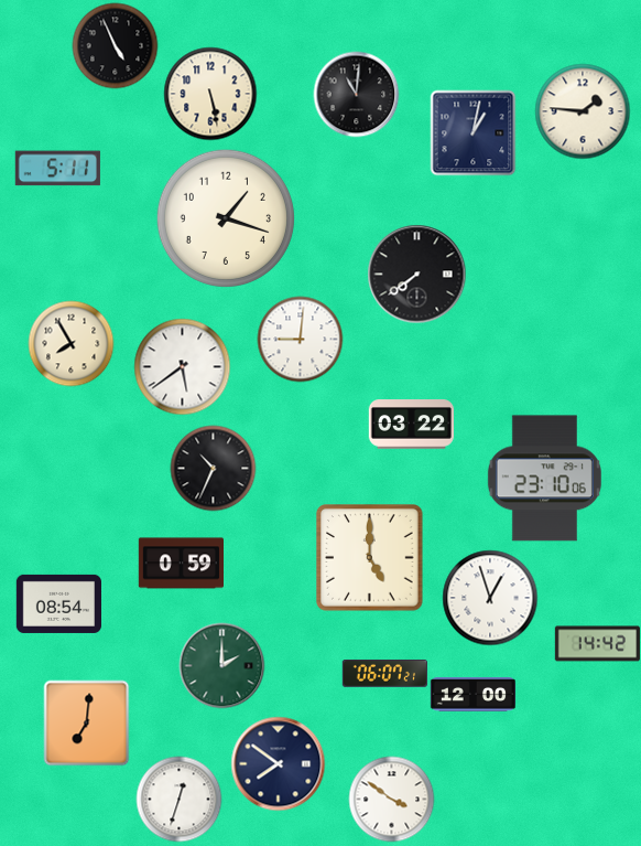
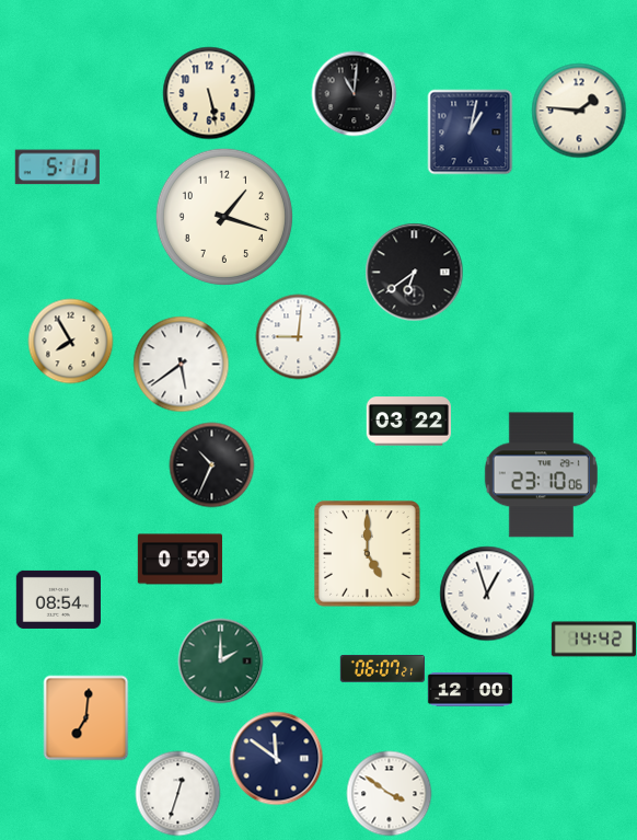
clock at (115, 45): 4:56 -> none
clock at (416, 274): 7:39 -> 6:39
clock at (278, 763): 7:51 -> 11:51
